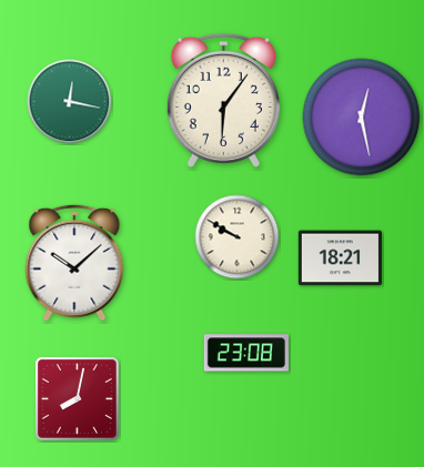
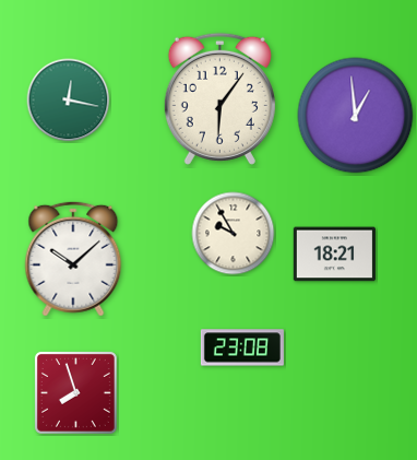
clock at (362, 118): 12:28 -> 12:59
clock at (238, 237): 9:50 -> 9:55
clock at (77, 398): 8:02 -> 7:57
